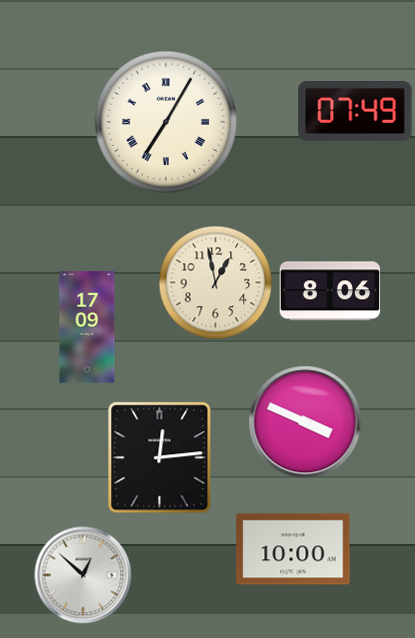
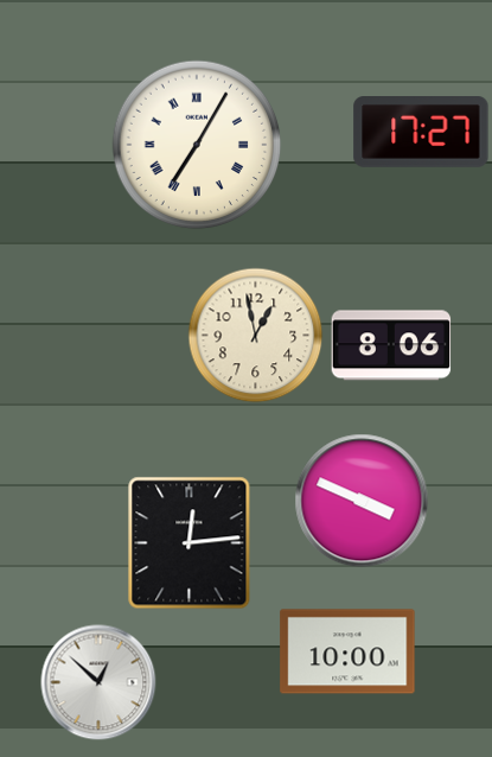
clock at (355, 112): 07:49 -> 17:27
clock at (87, 327): 17:09 -> none
